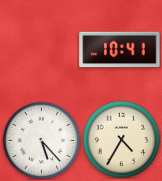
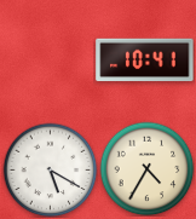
clock at (41, 140): 5:23 -> 5:20
